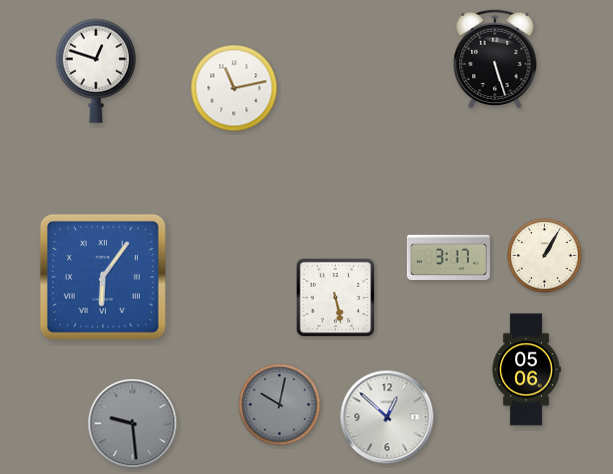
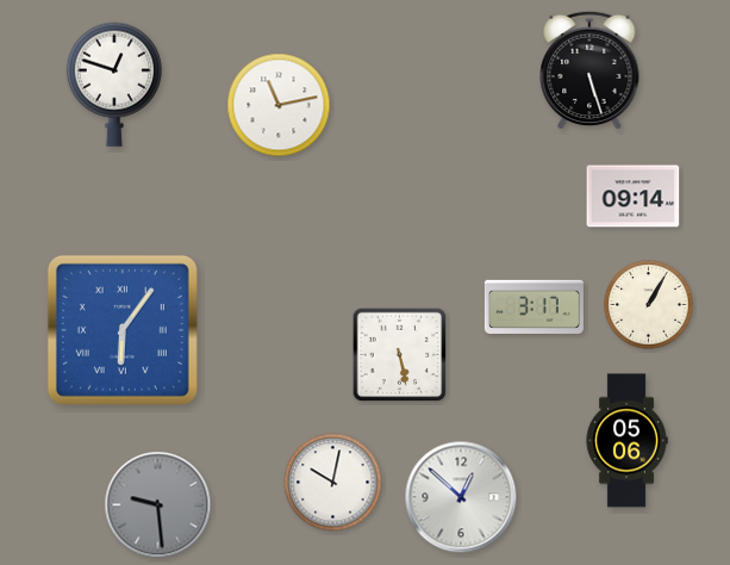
clock at (634, 197): none -> 09:14
clock at (280, 405) dial: grey -> white
